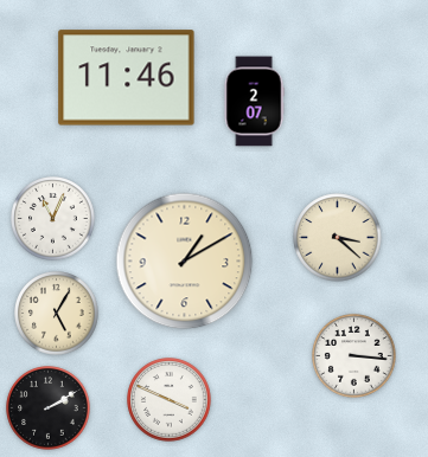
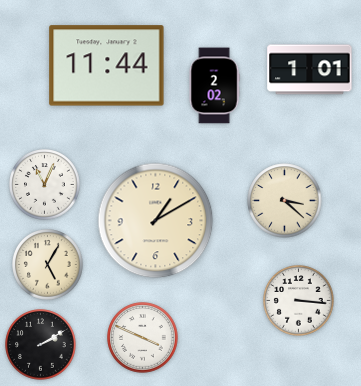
clock at (127, 78): 11:46 -> 11:44
clock at (310, 70): none -> 1:01
clock at (254, 102): 2:07 -> 2:02
